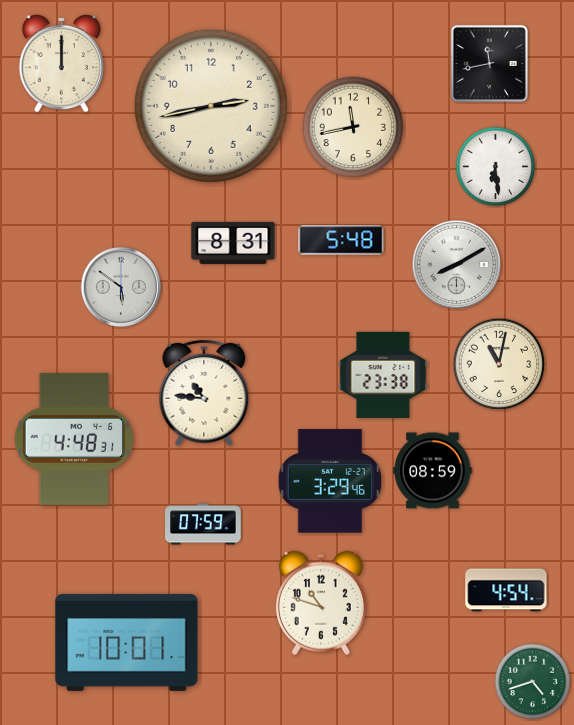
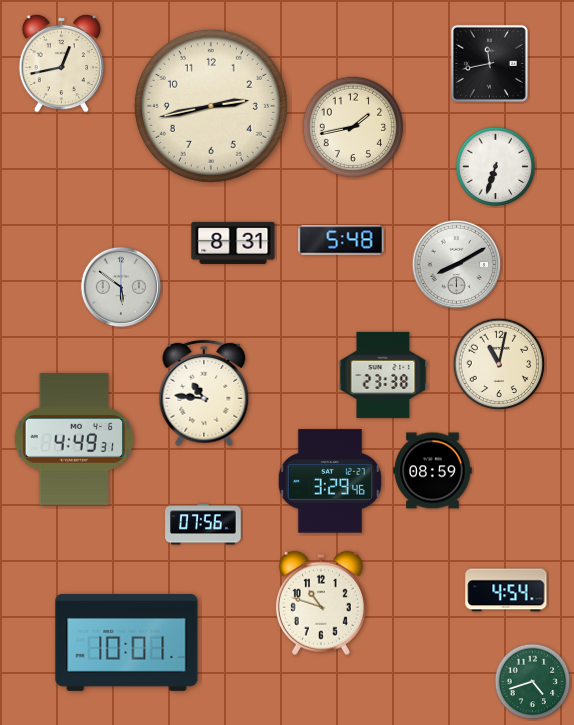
clock at (61, 63): 12:00 -> 12:43
clock at (353, 127): 11:43 -> 1:43
clock at (496, 167): 6:29 -> 6:33
clock at (74, 439): 4:48 -> 4:49
clock at (203, 524): 07:59 -> 07:56
